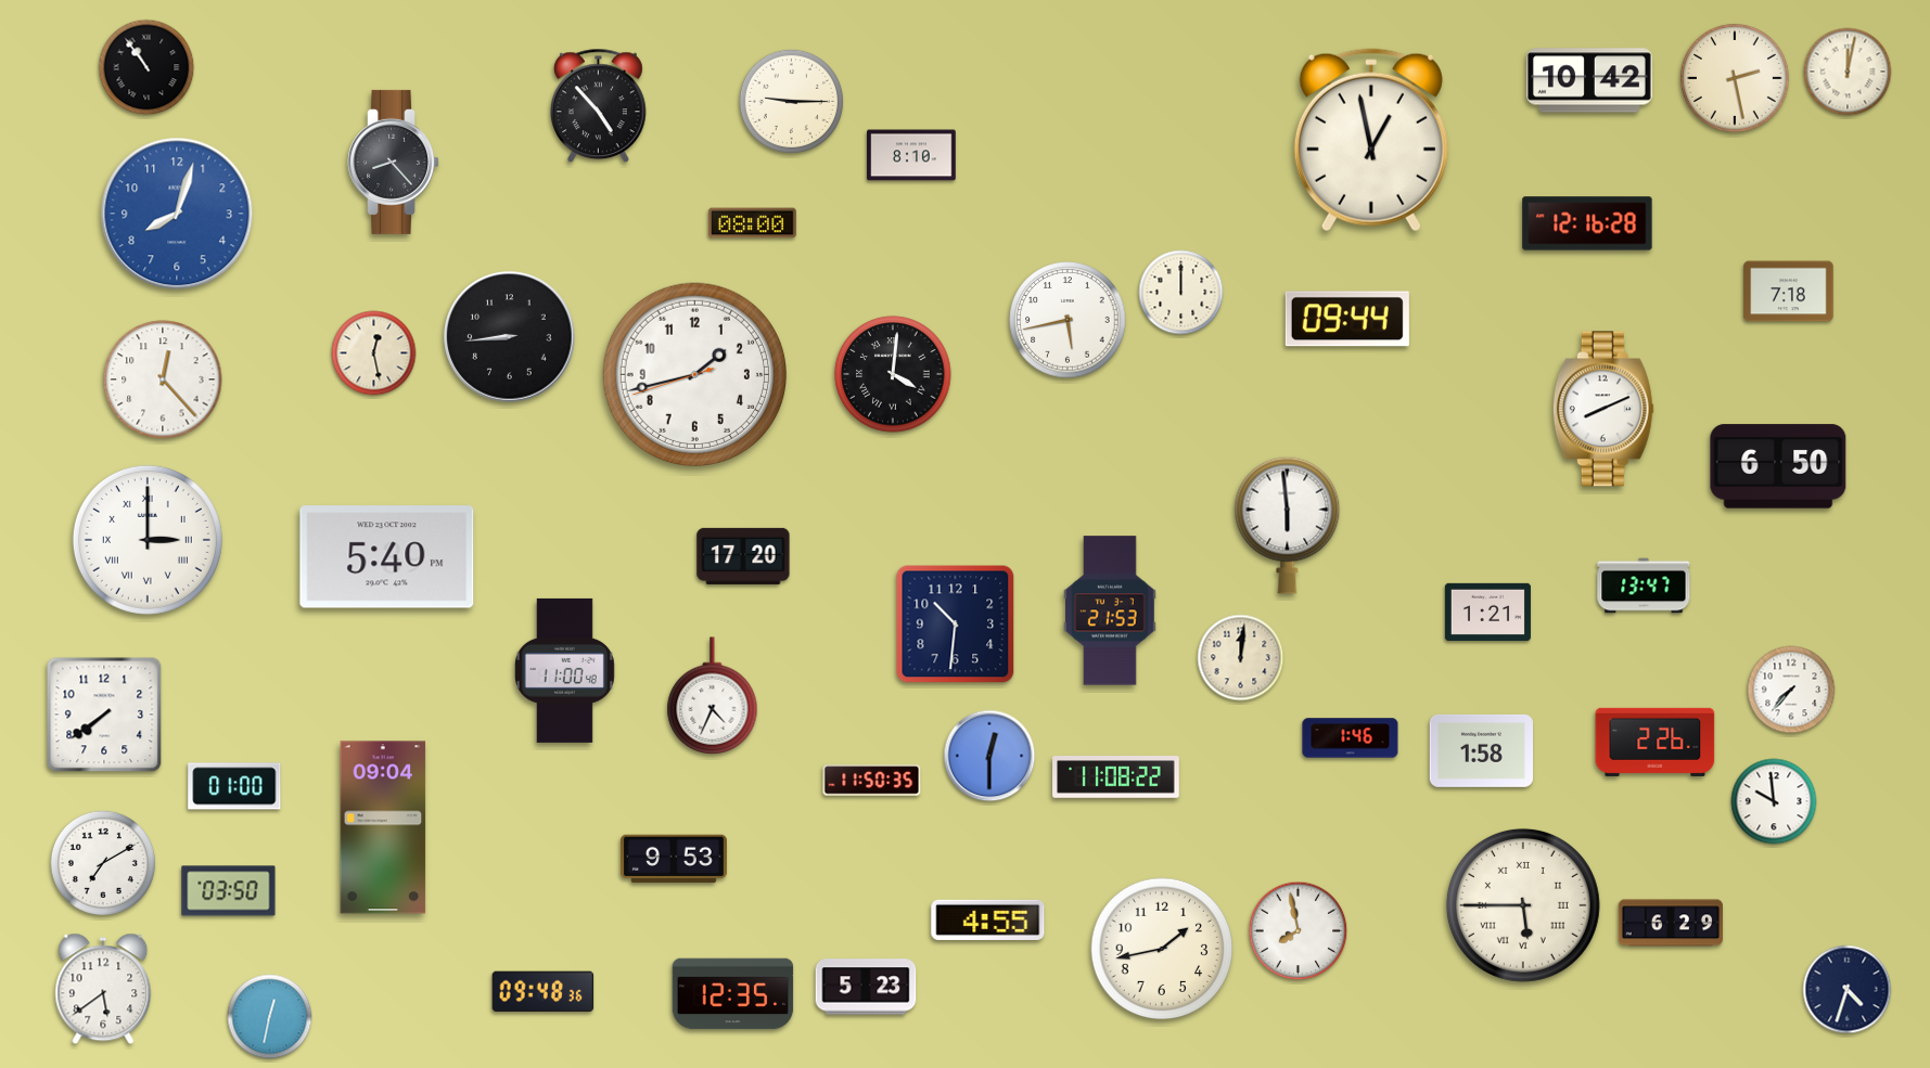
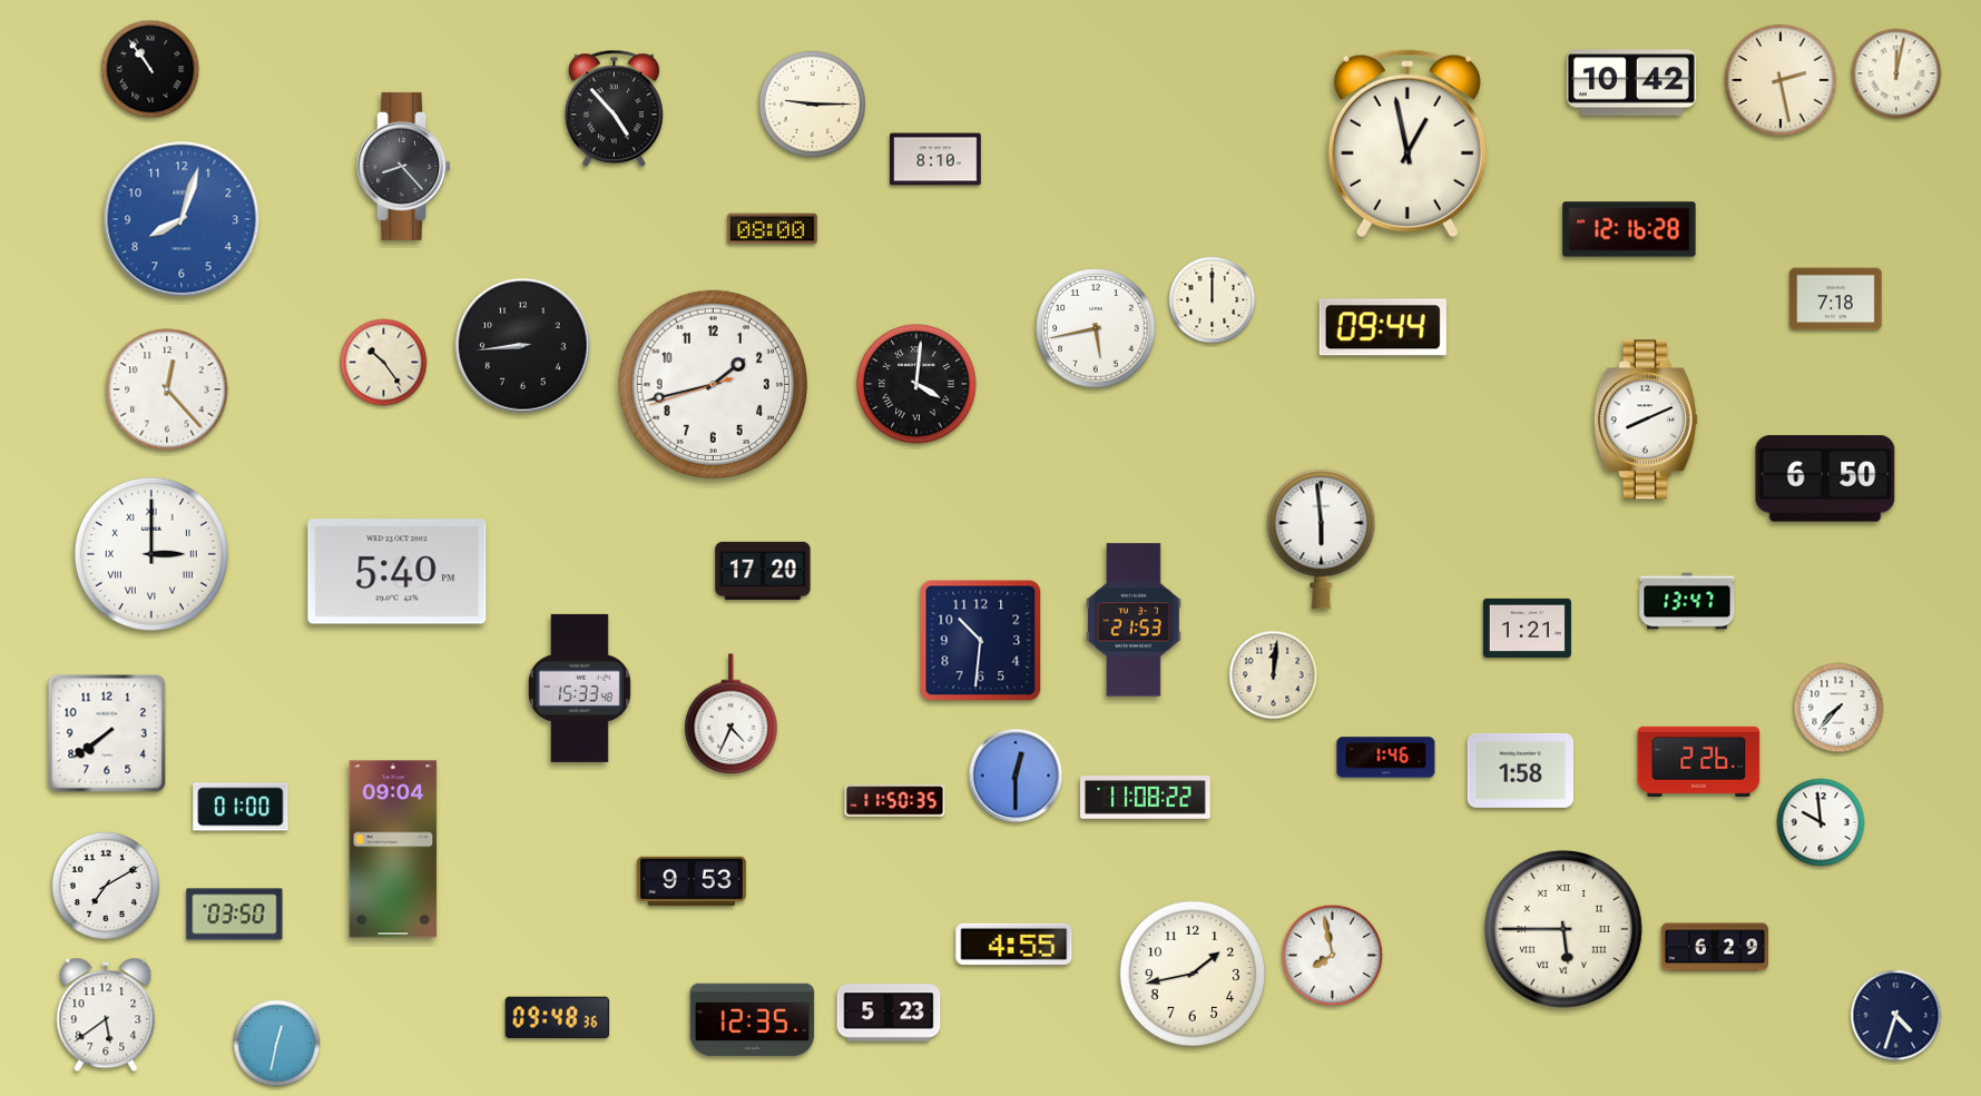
clock at (374, 353): 12:28 -> 10:24
clock at (1110, 610) position: (1110, 610) -> (1134, 620)
clock at (564, 670): 11:00 -> 15:33
